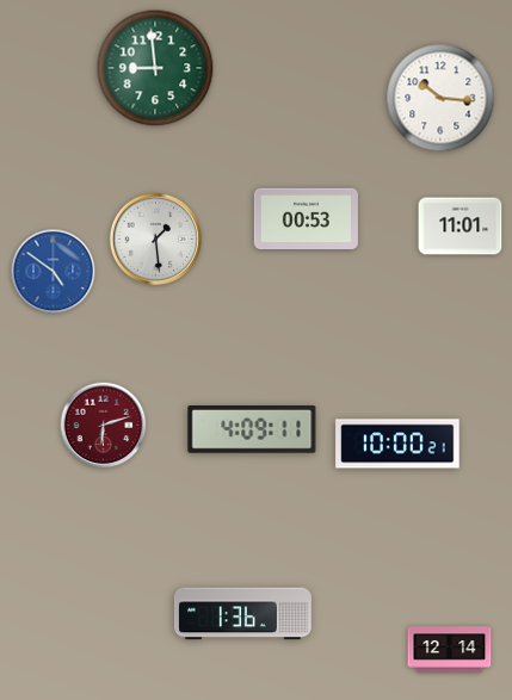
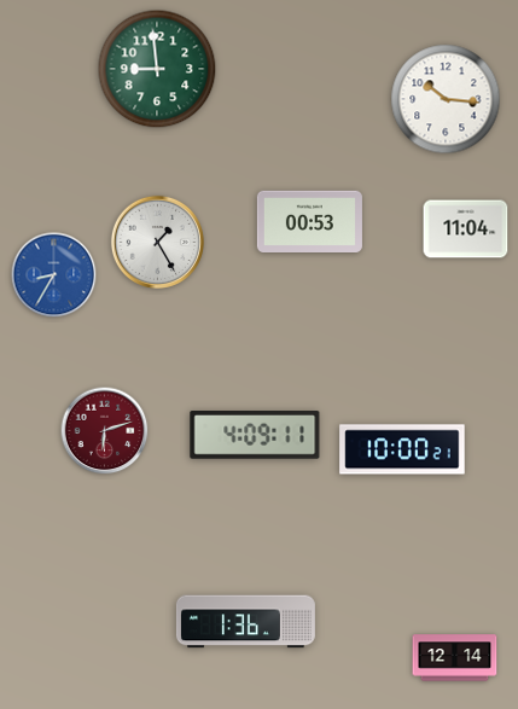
clock at (461, 227): 11:01 -> 11:04
clock at (155, 239): 1:29 -> 1:25
clock at (54, 272): 4:51 -> 8:35
